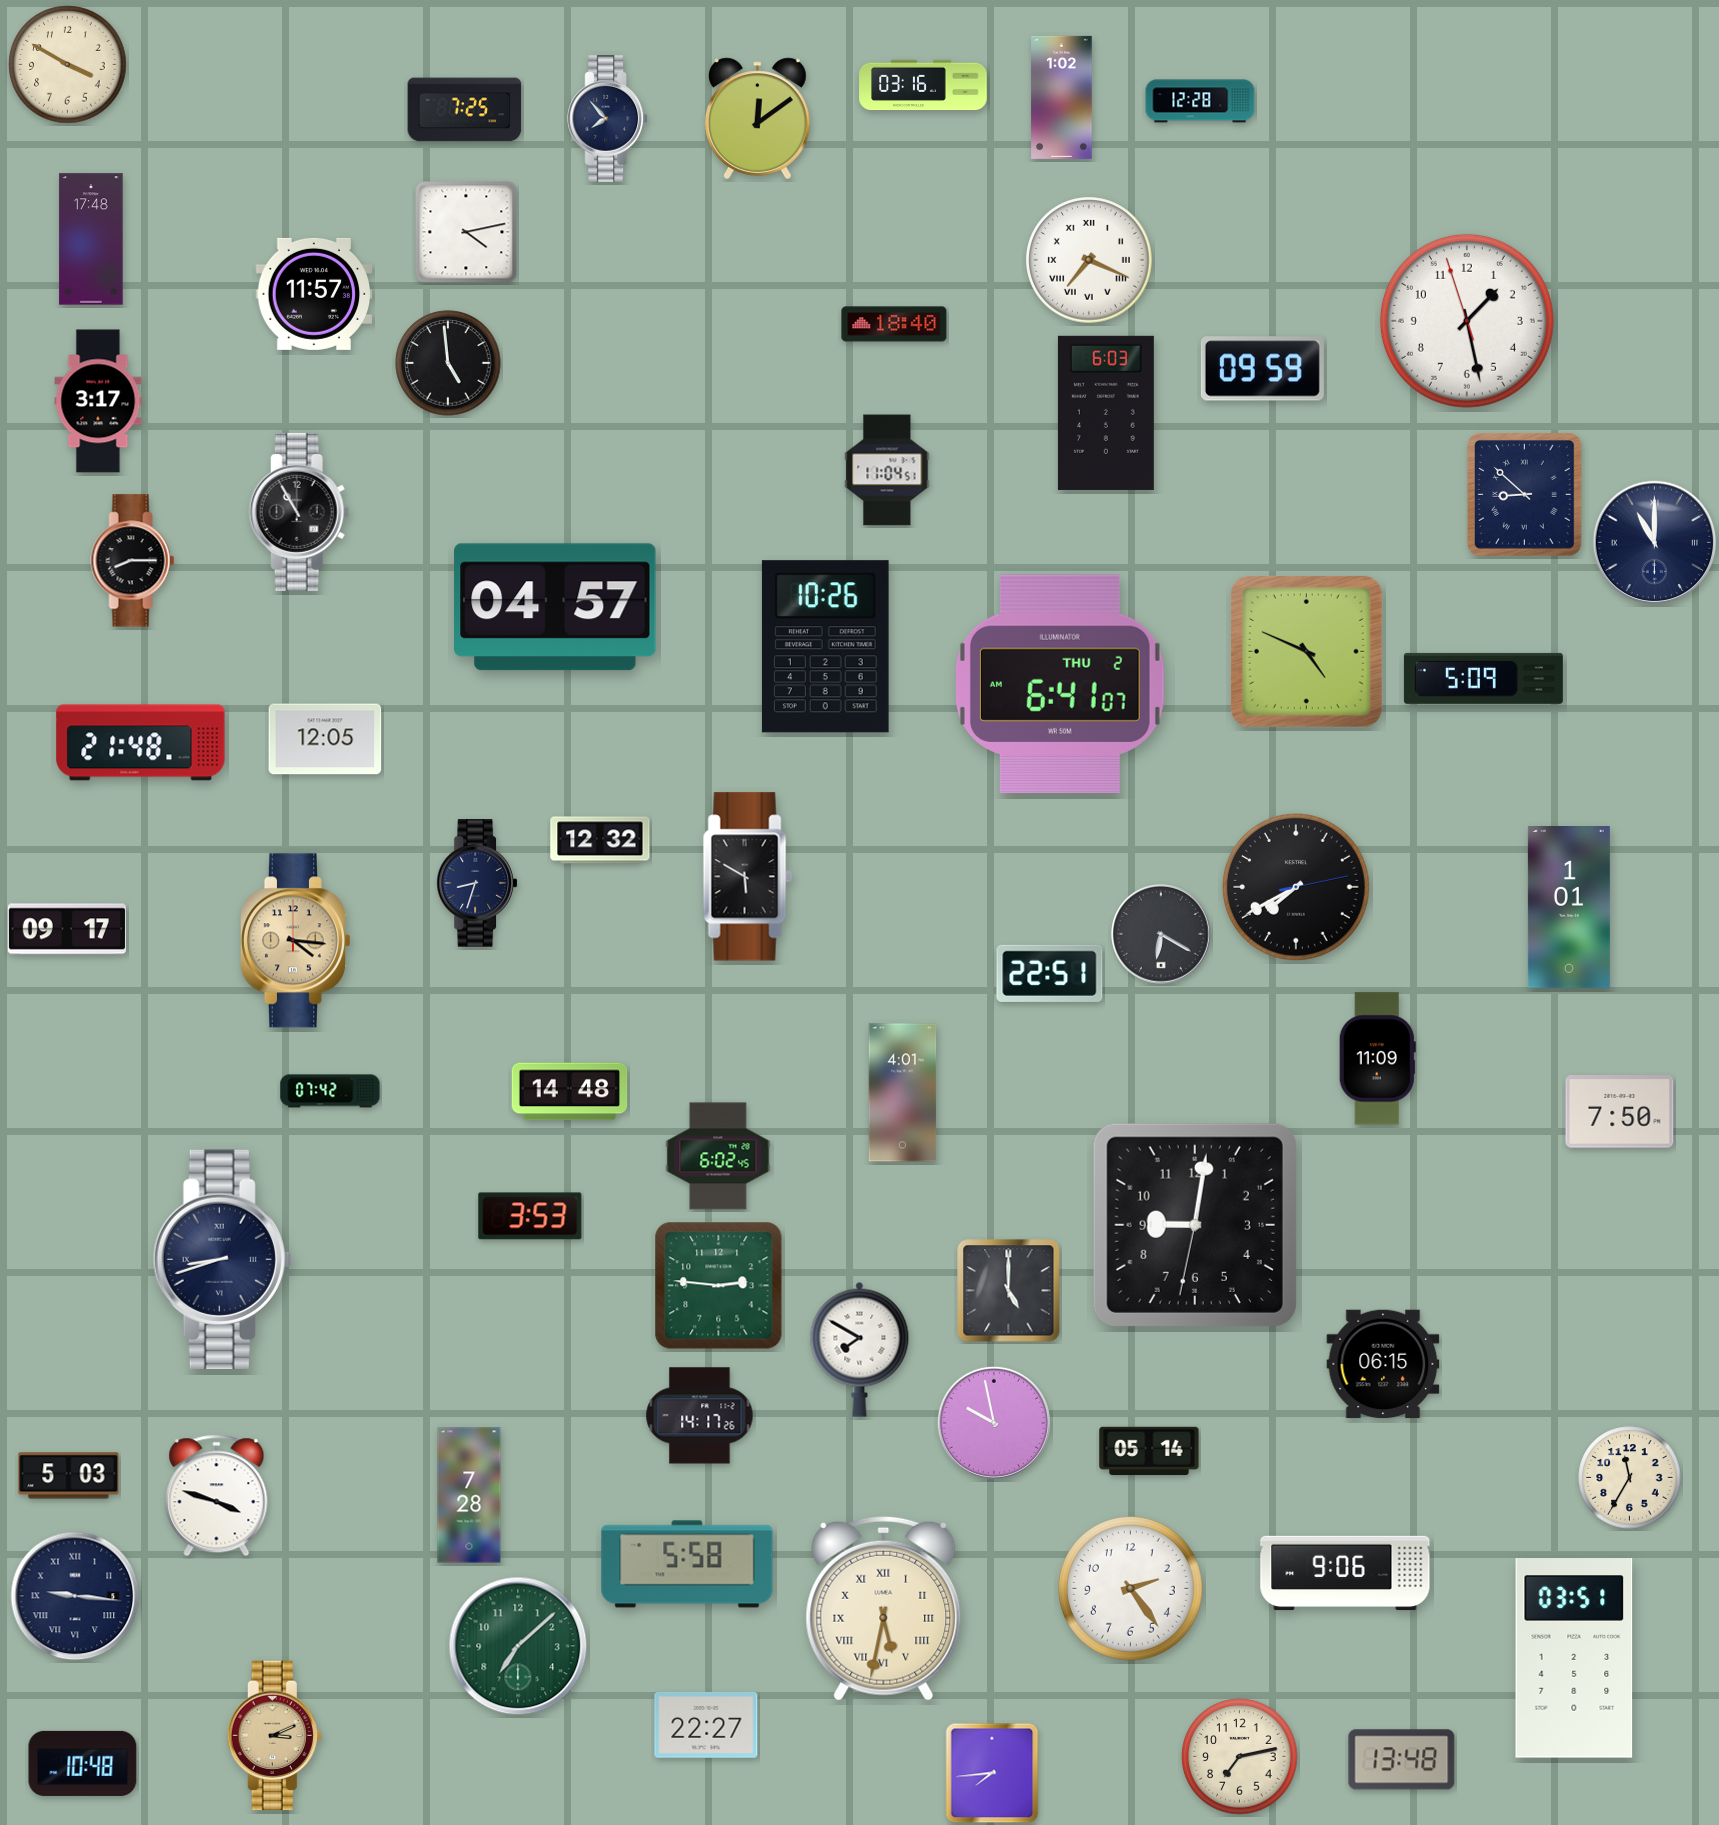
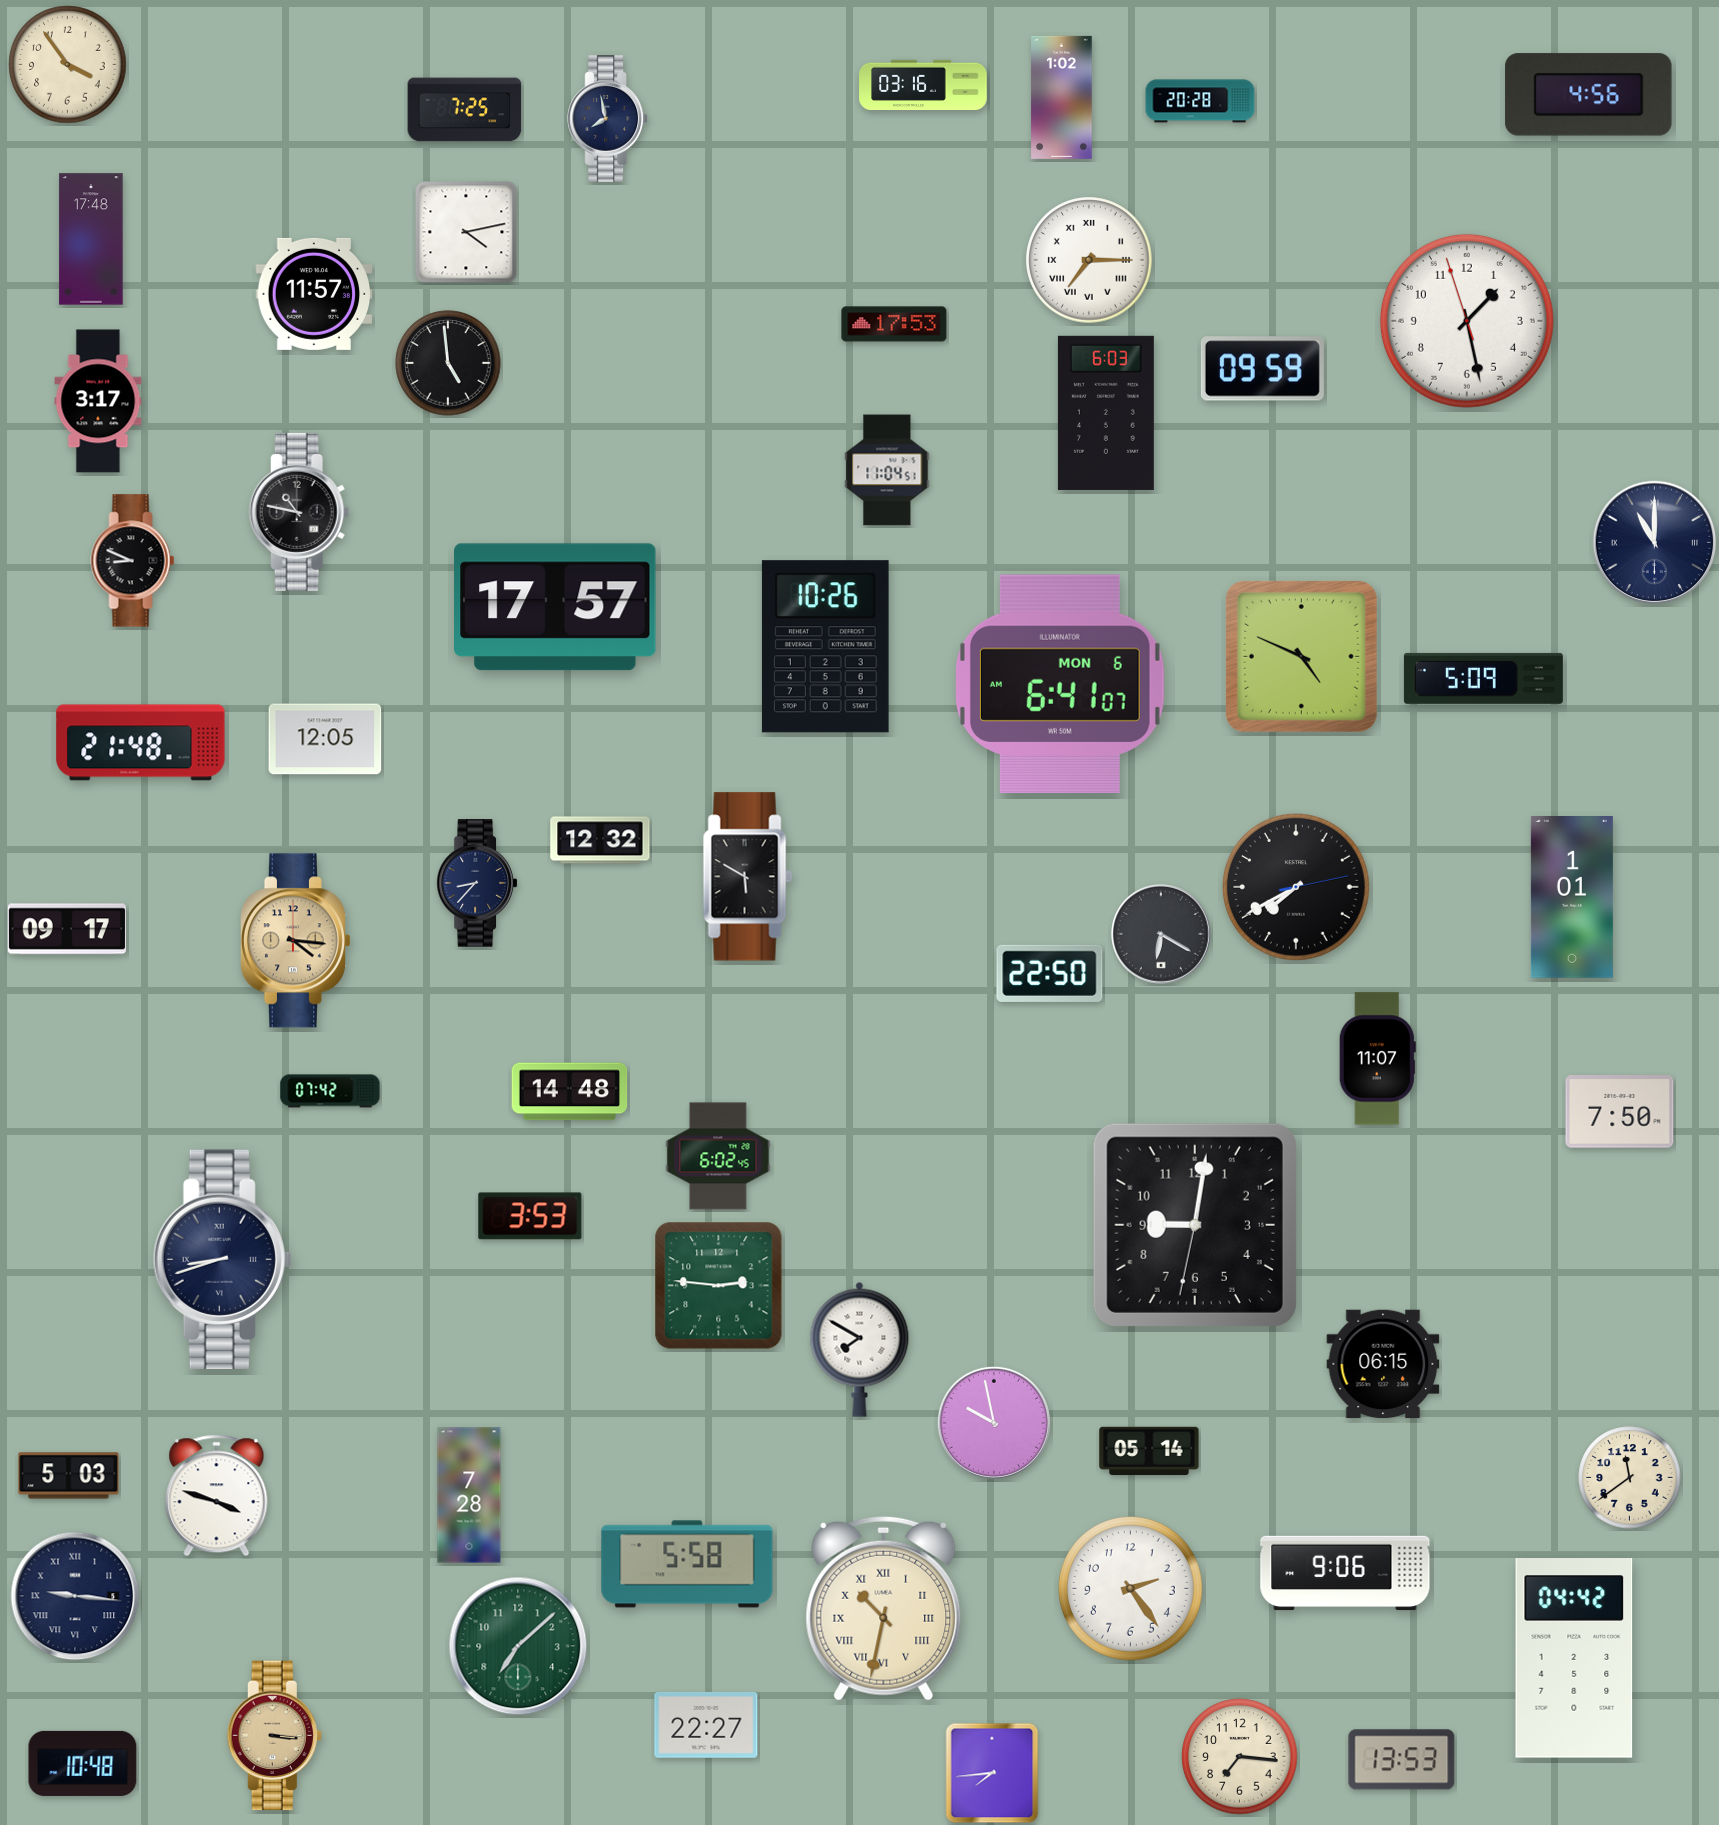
clock at (68, 65): 3:50 -> 3:54
clock at (1589, 95): none -> 4:56
clock at (1200, 101): 12:28 -> 20:28
clock at (608, 119): 7:53 -> 7:58
clock at (758, 119): 12:09 -> none
clock at (1089, 260): 7:19 -> 7:15
clock at (894, 324): 18:40 -> 17:53
clock at (1525, 495): 8:52 -> none
clock at (299, 512): 10:55 -> 10:47
clock at (133, 561): 8:15 -> 8:49
clock at (555, 607): 04:57 -> 17:57
clock at (1306, 651) position: (1306, 651) -> (1301, 656)
clock at (1060, 683) date: THU 2 -> MON 6
clock at (477, 883): 8:33 -> 8:37
clock at (1569, 908) position: (1569, 908) -> (1572, 898)
clock at (1050, 973): 22:51 -> 22:50
clock at (1377, 1059): 11:09 -> 11:07
clock at (903, 1093): 4:01 -> none
clock at (1009, 1291): 5:00 -> none
clock at (700, 1416): 14:17 -> none
clock at (1630, 1478): 11:35 -> 11:39
clock at (884, 1608): 5:32 -> 10:32
clock at (1574, 1658): 03:51 -> 04:42
clock at (274, 1736): 3:11 -> 3:16
clock at (1240, 1757): 7:13 -> 7:16
clock at (1402, 1760): 13:48 -> 13:53
